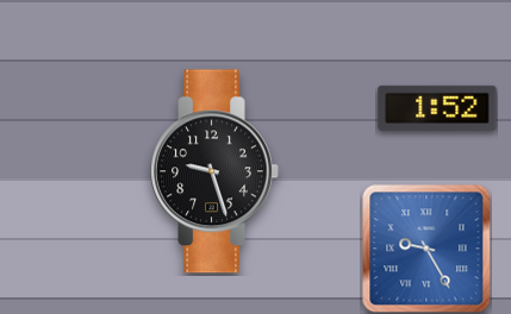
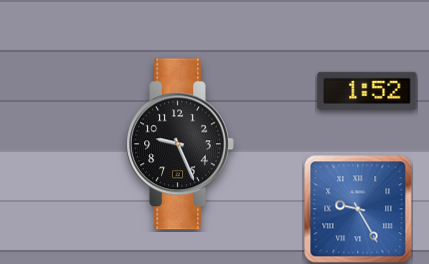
clock at (214, 171): 9:27 -> 9:26
